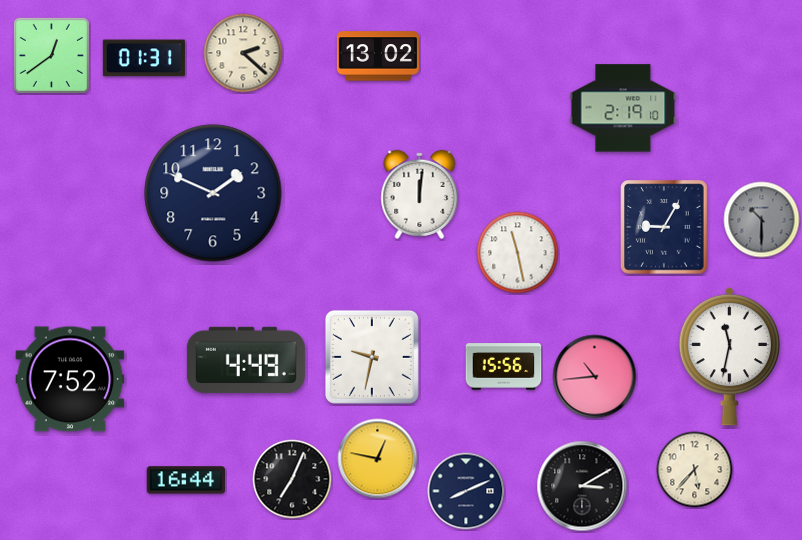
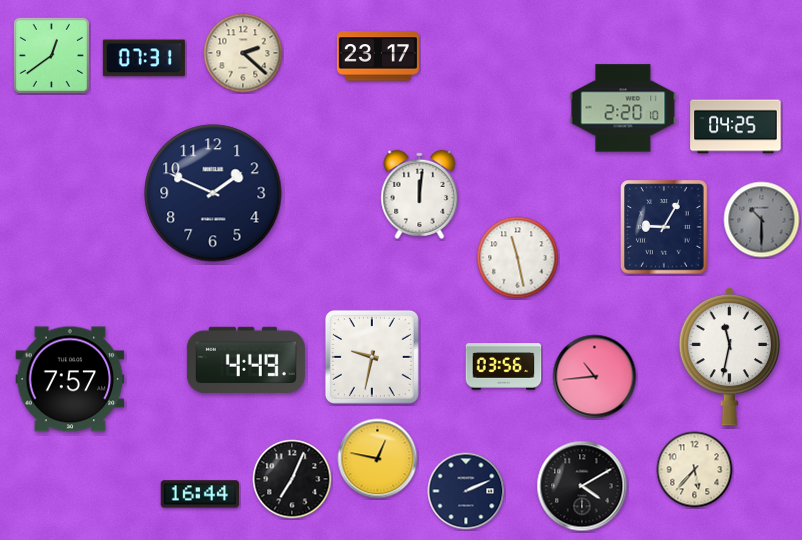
clock at (378, 56): 13:02 -> 23:17
clock at (144, 58): 01:31 -> 07:31
clock at (623, 108): 2:19 -> 2:20
clock at (736, 127): none -> 04:25
clock at (518, 253) position: (518, 253) -> (518, 258)
clock at (504, 367): 15:56 -> 03:56
clock at (70, 379): 7:52 -> 7:57
clock at (186, 480) position: (186, 480) -> (200, 494)
clock at (582, 486): 3:10 -> 4:10
clock at (466, 491): 8:11 -> 2:11
